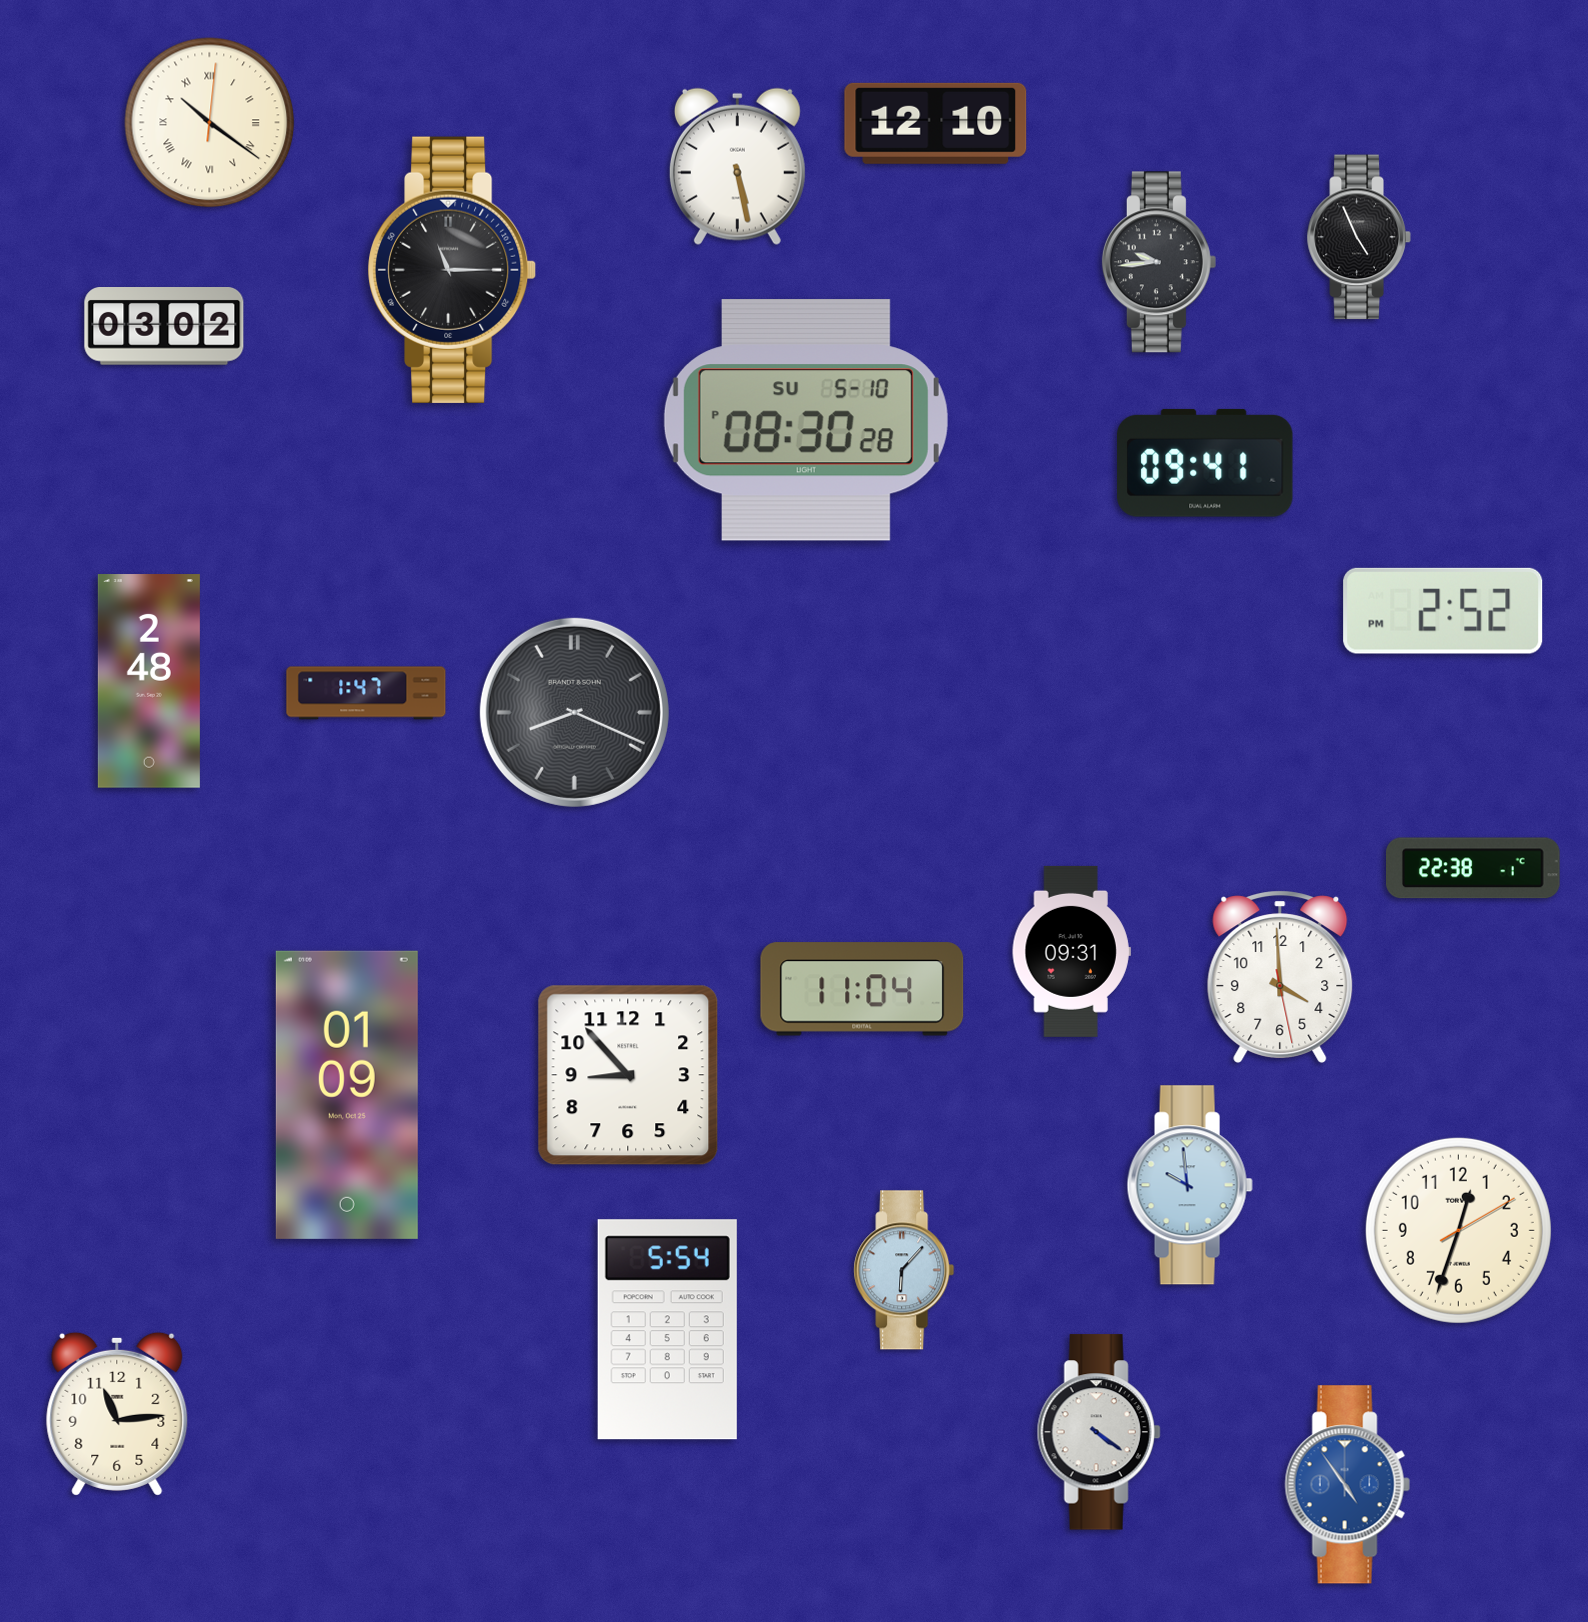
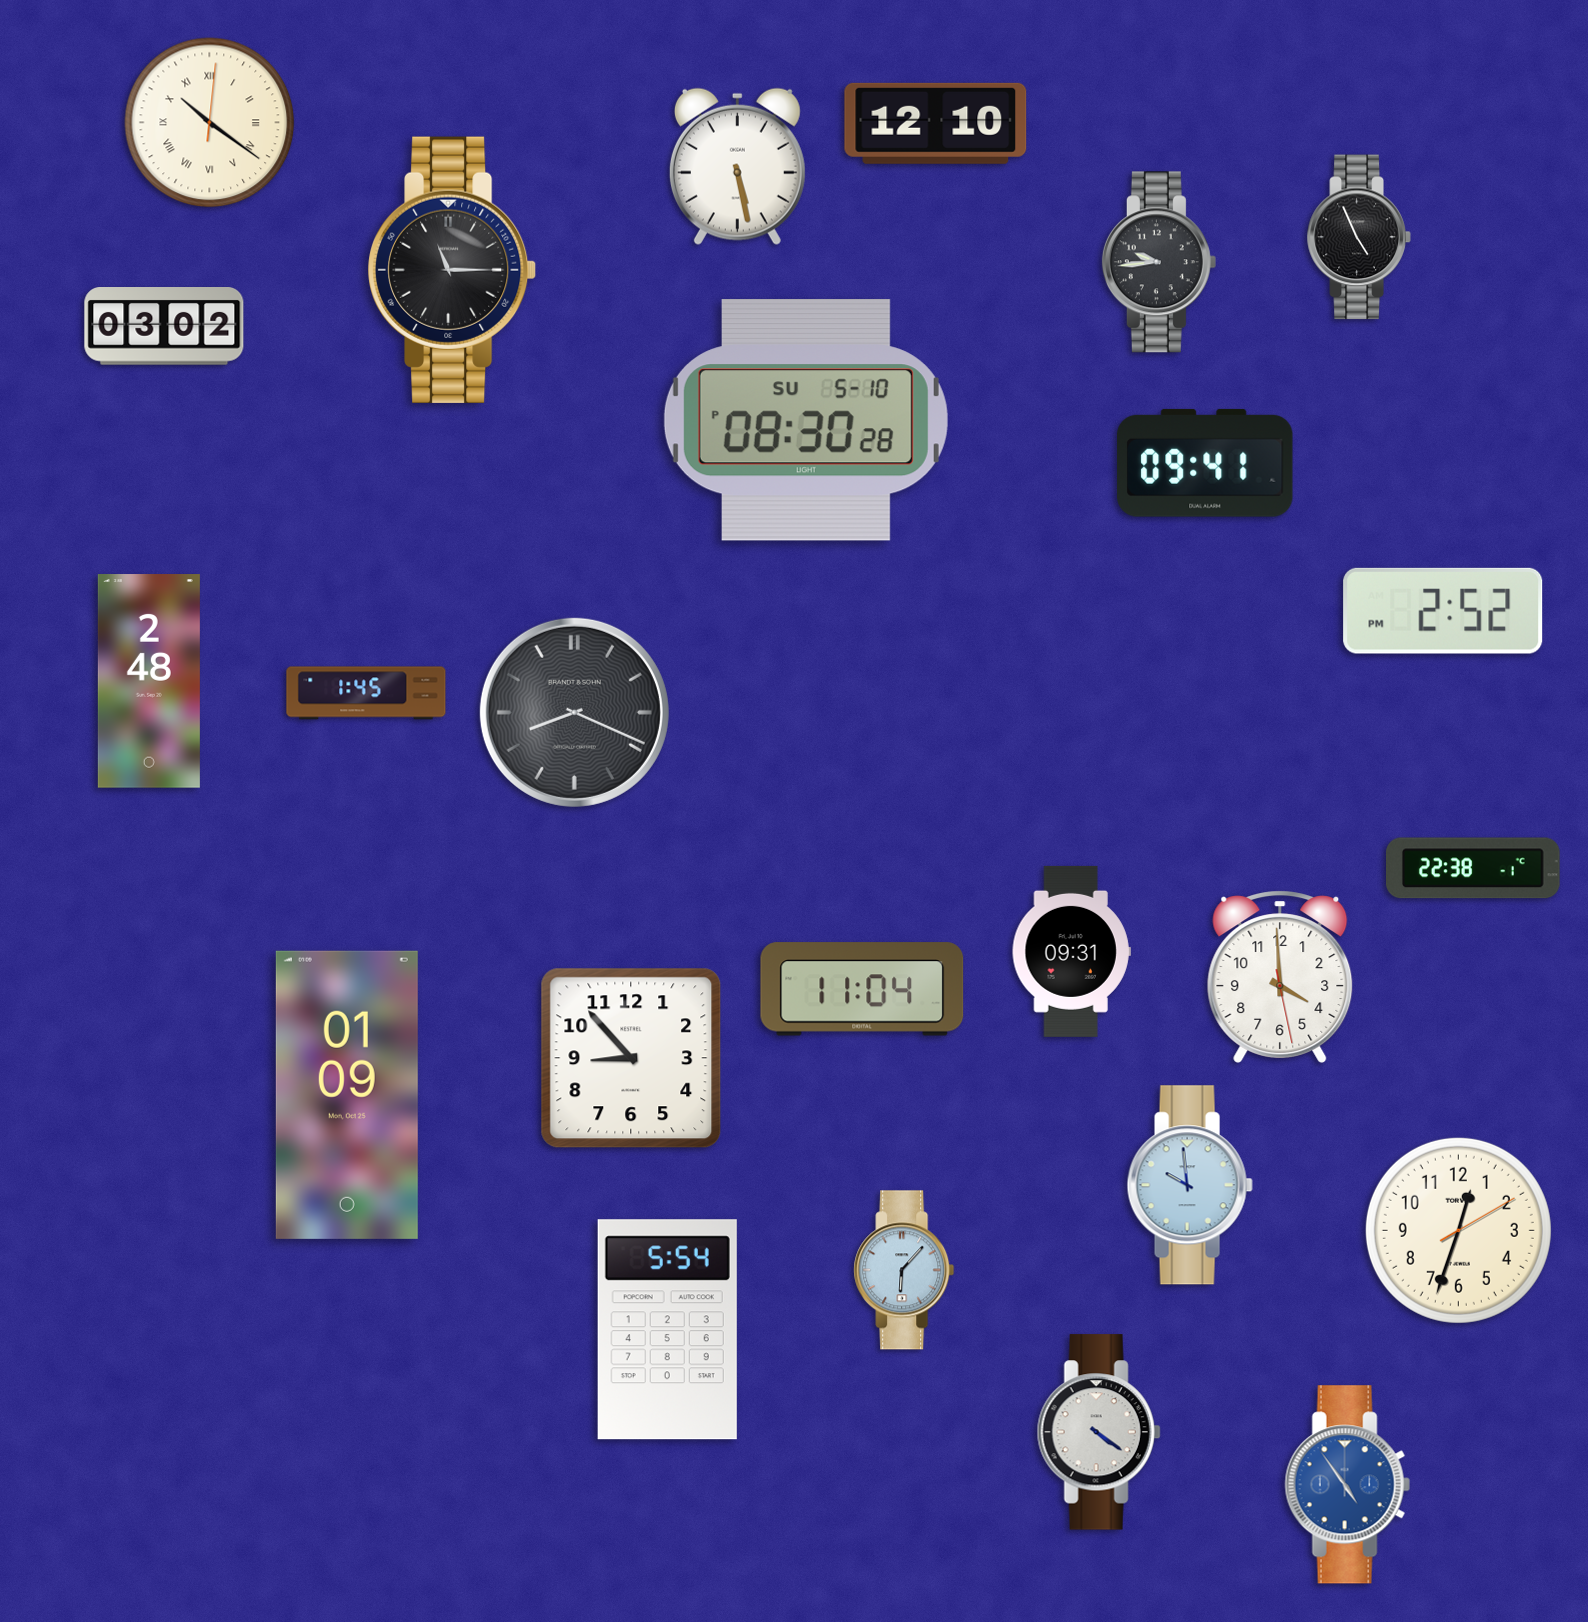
clock at (366, 693): 1:47 -> 1:45
clock at (628, 1075) position: (628, 1075) -> (631, 1058)
clock at (117, 1414): 11:14 -> none
